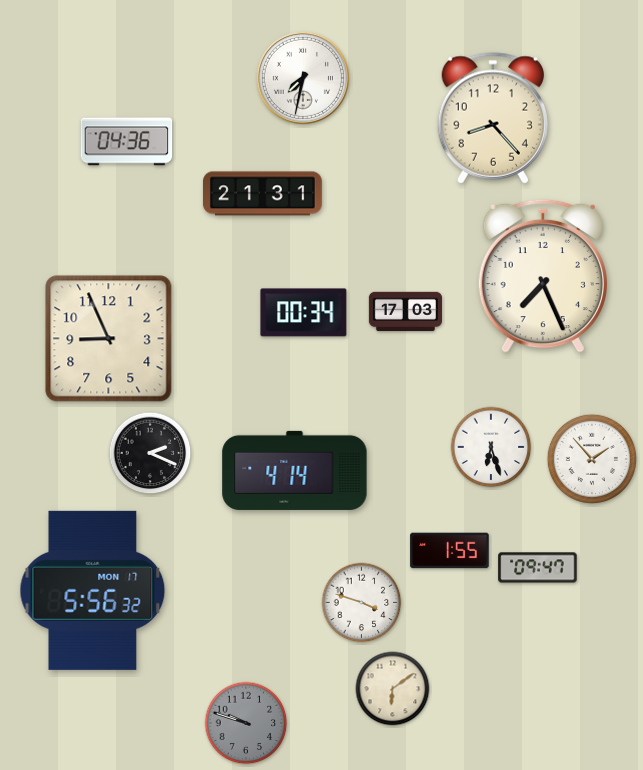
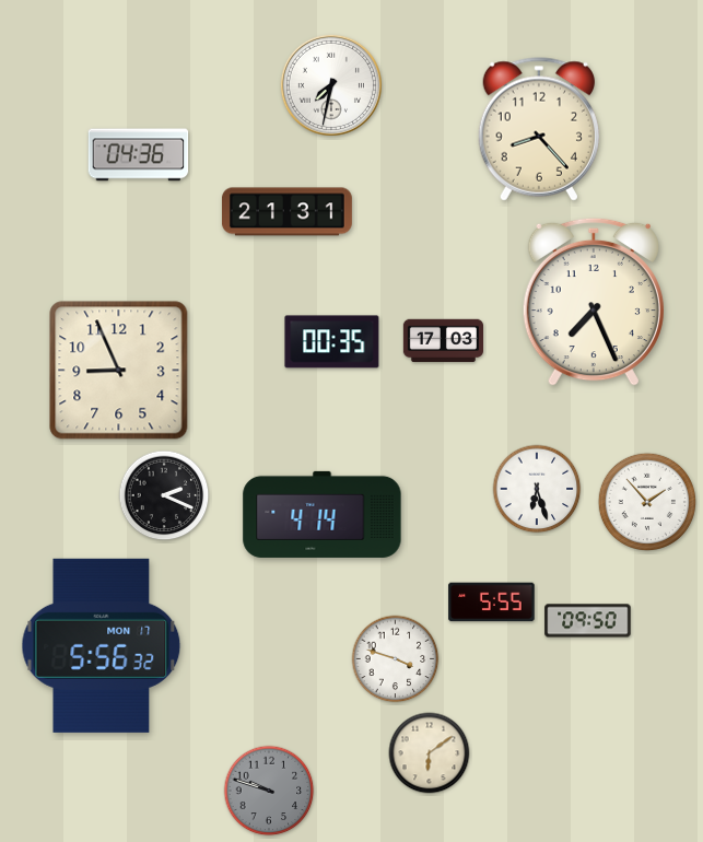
clock at (304, 313): 00:34 -> 00:35
clock at (450, 551): 1:55 -> 5:55
clock at (538, 568): 09:47 -> 09:50
